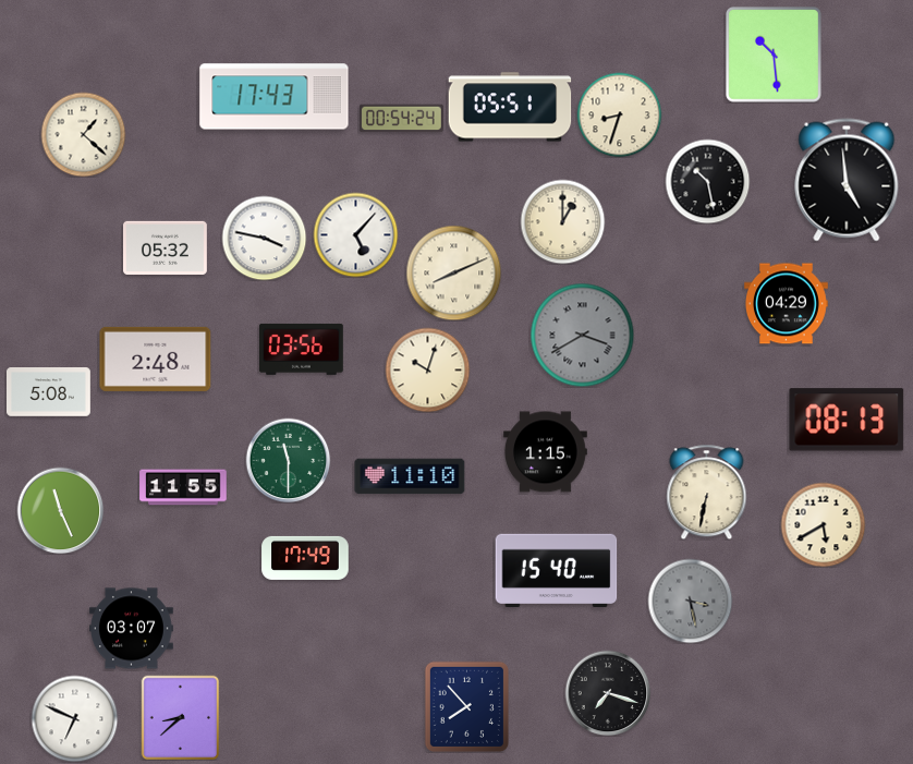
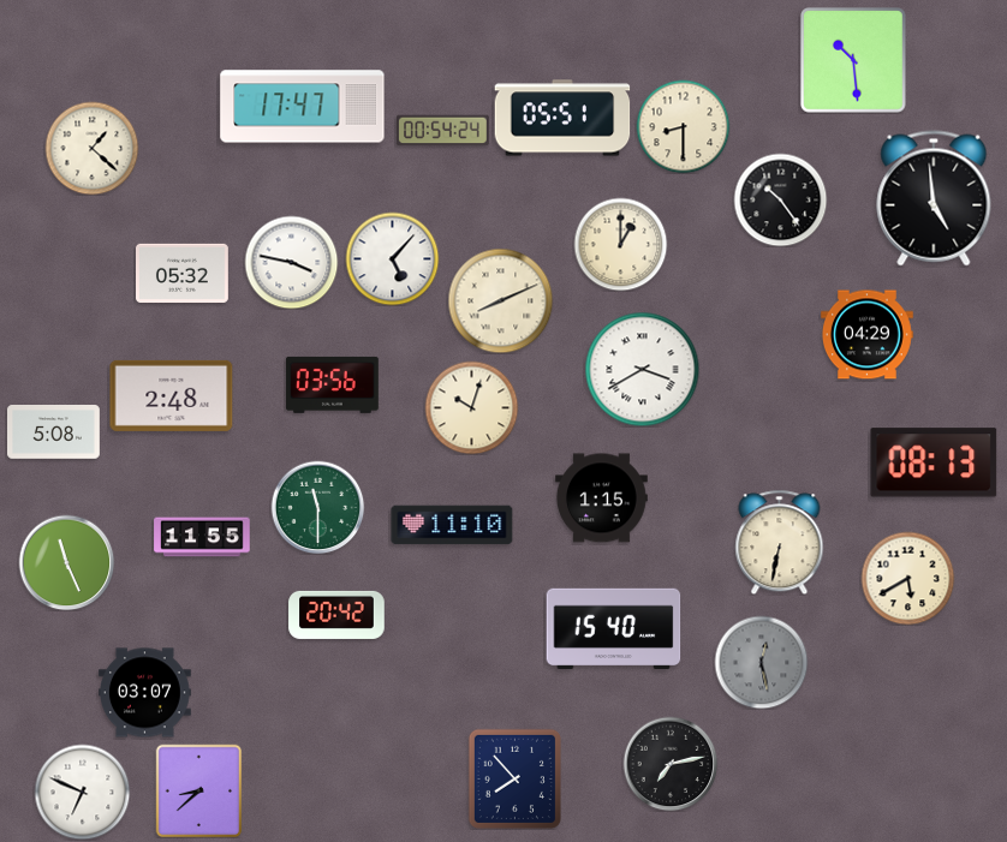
clock at (275, 97): 17:43 -> 17:47
clock at (619, 114): 8:33 -> 8:30
clock at (707, 181): 10:28 -> 10:24
clock at (582, 335) dial: grey -> white
clock at (305, 558): 17:49 -> 20:42
clock at (690, 601): 3:28 -> 12:28
clock at (608, 693): 7:18 -> 7:13
